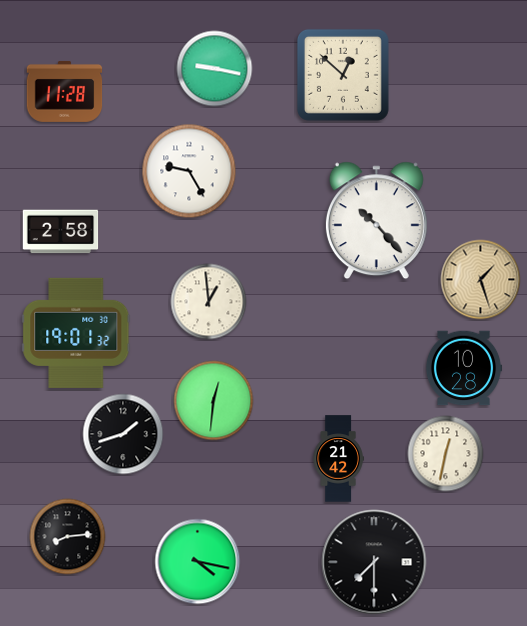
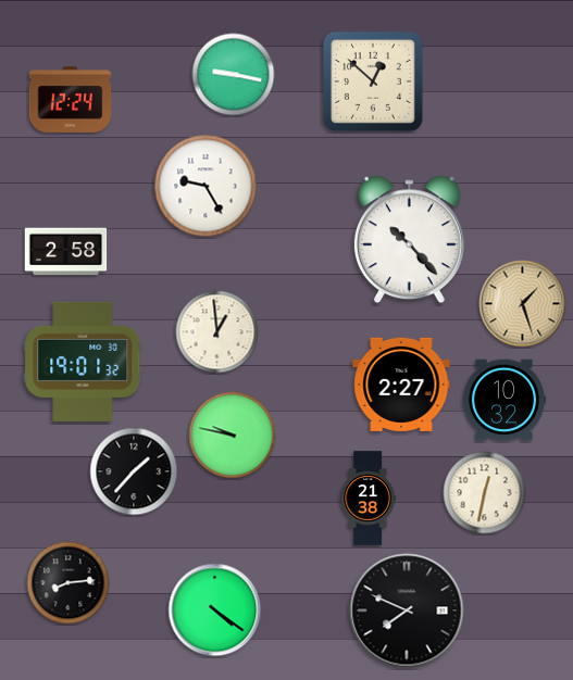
clock at (65, 91): 11:28 -> 12:24
clock at (209, 302) position: (209, 302) -> (217, 332)
clock at (401, 385): none -> 2:27
clock at (464, 368): 10:28 -> 10:32
clock at (214, 401): 12:31 -> 9:47
clock at (123, 434): 1:42 -> 1:37
clock at (338, 459): 21:42 -> 21:38
clock at (68, 537) position: (68, 537) -> (68, 583)
clock at (198, 562): 4:17 -> 4:21
clock at (374, 562): 7:30 -> 7:49
